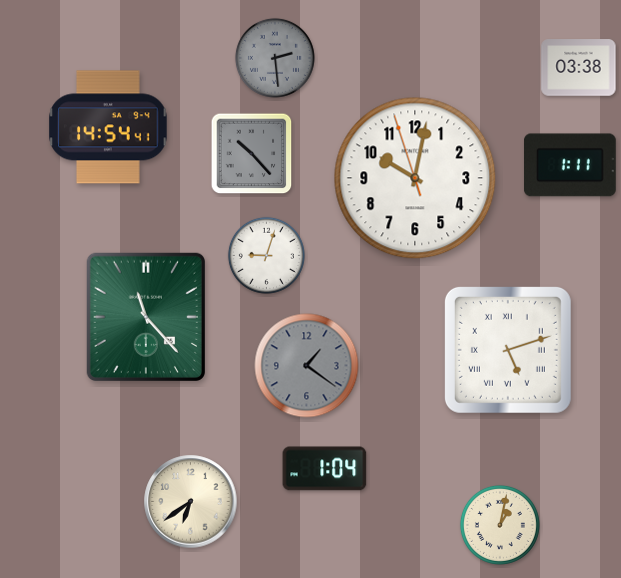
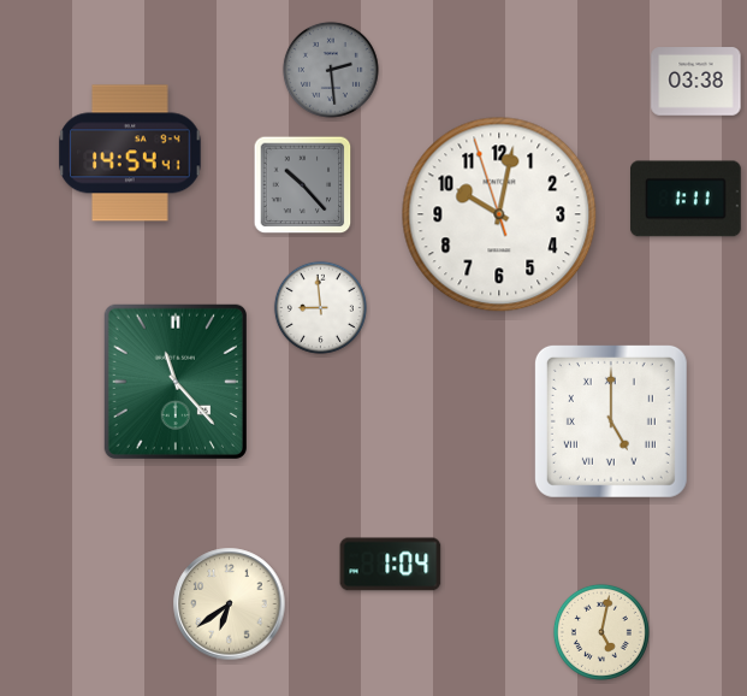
clock at (266, 255): 9:03 -> 8:59
clock at (508, 350): 5:12 -> 5:00
clock at (307, 366): 1:21 -> none
clock at (500, 525): 1:02 -> 5:02
